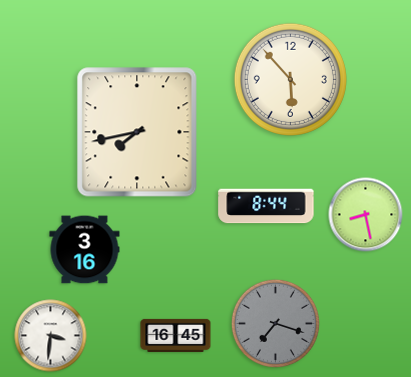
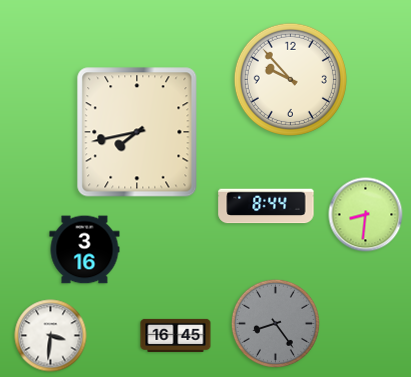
clock at (290, 79): 5:53 -> 9:53
clock at (366, 215): 8:28 -> 8:31
clock at (275, 323): 7:18 -> 8:24
